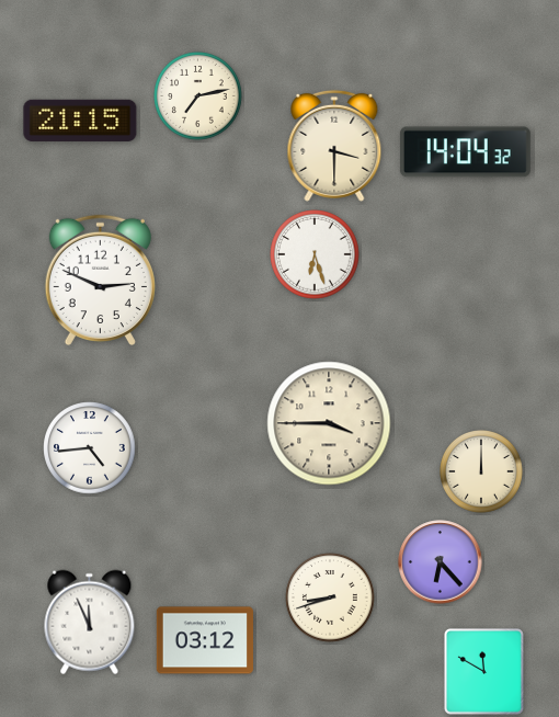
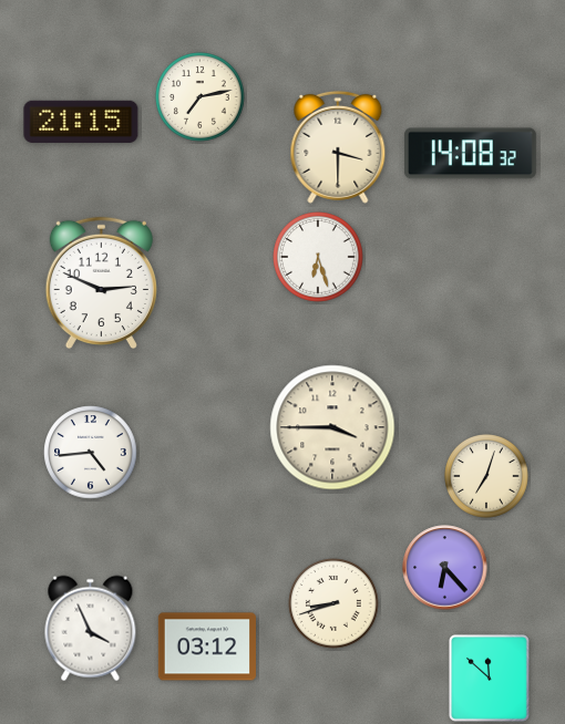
clock at (465, 152): 14:04 -> 14:08
clock at (482, 473): 12:00 -> 7:03
clock at (90, 623): 11:56 -> 3:56
clock at (483, 672): 11:50 -> 11:52
